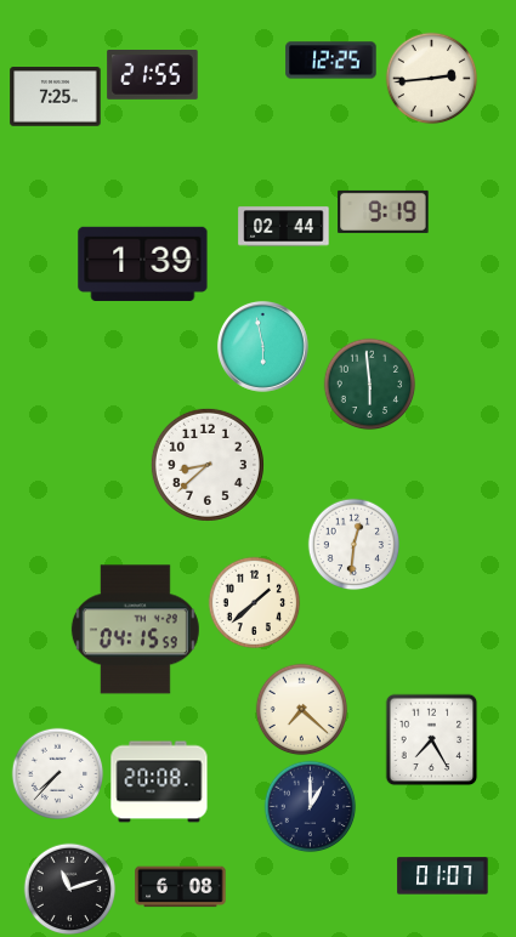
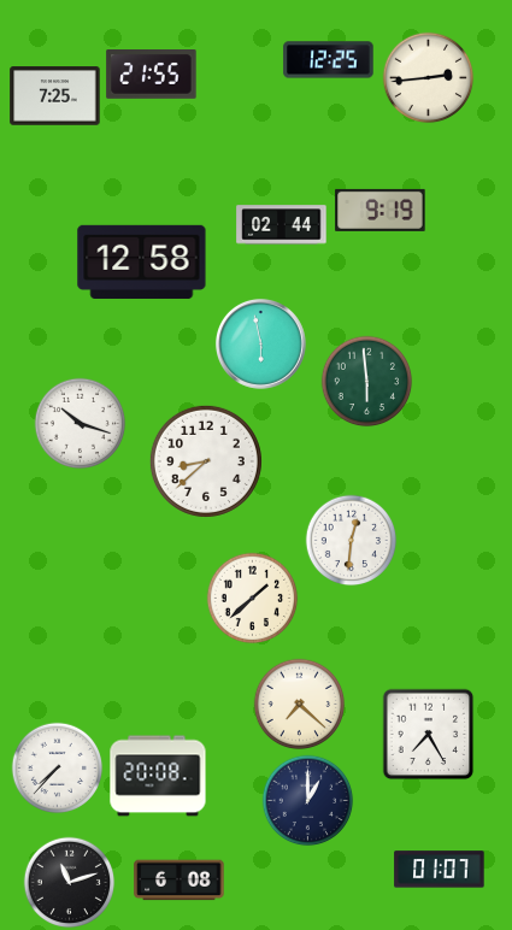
clock at (143, 263): 1:39 -> 12:58
clock at (81, 424): none -> 10:18
clock at (135, 630): 04:15 -> none
